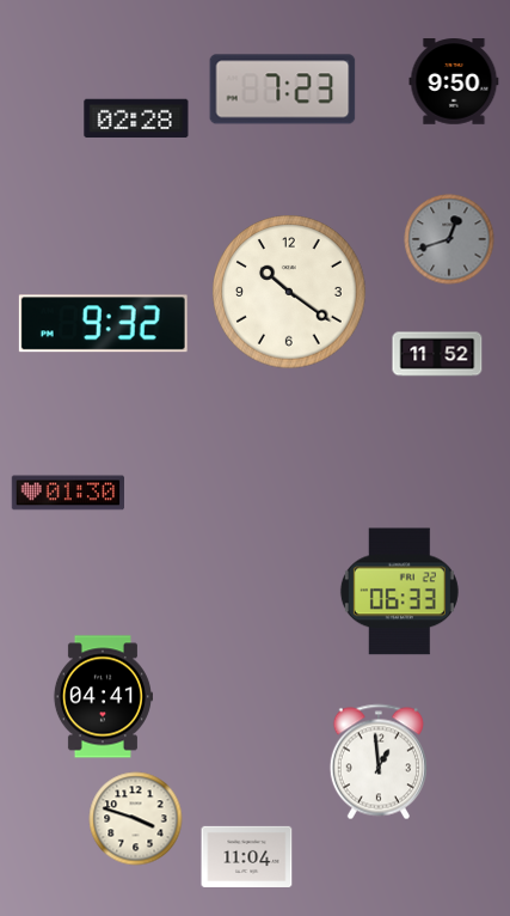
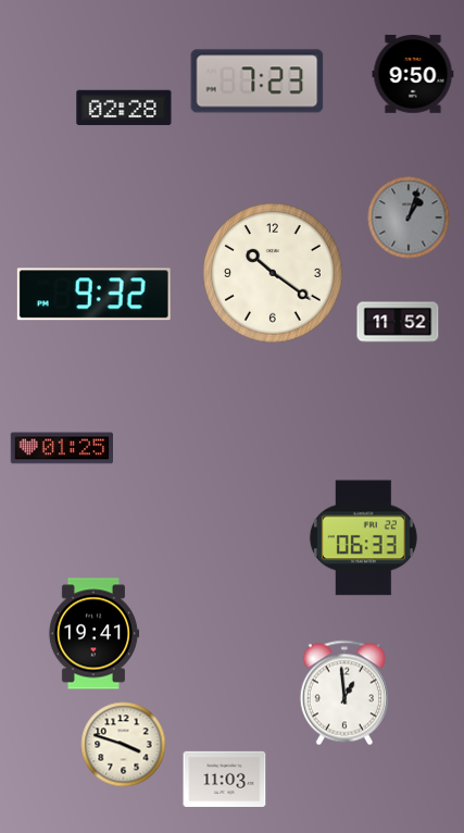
clock at (449, 239): 12:42 -> 1:03
clock at (289, 292) position: (289, 292) -> (273, 273)
clock at (67, 493): 01:30 -> 01:25
clock at (103, 697): 04:41 -> 19:41
clock at (247, 856): 11:04 -> 11:03
